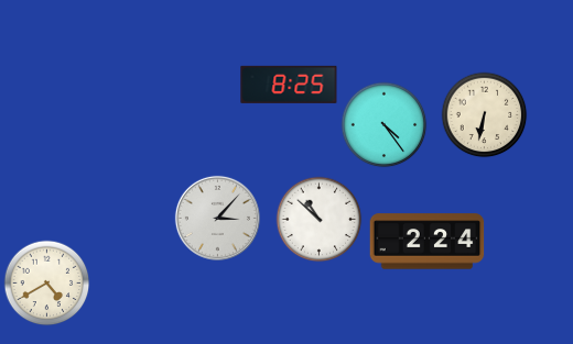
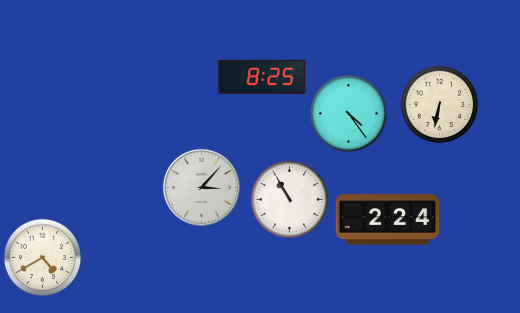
clock at (217, 218) position: (217, 218) -> (201, 187)
clock at (318, 219): 10:52 -> 10:55
